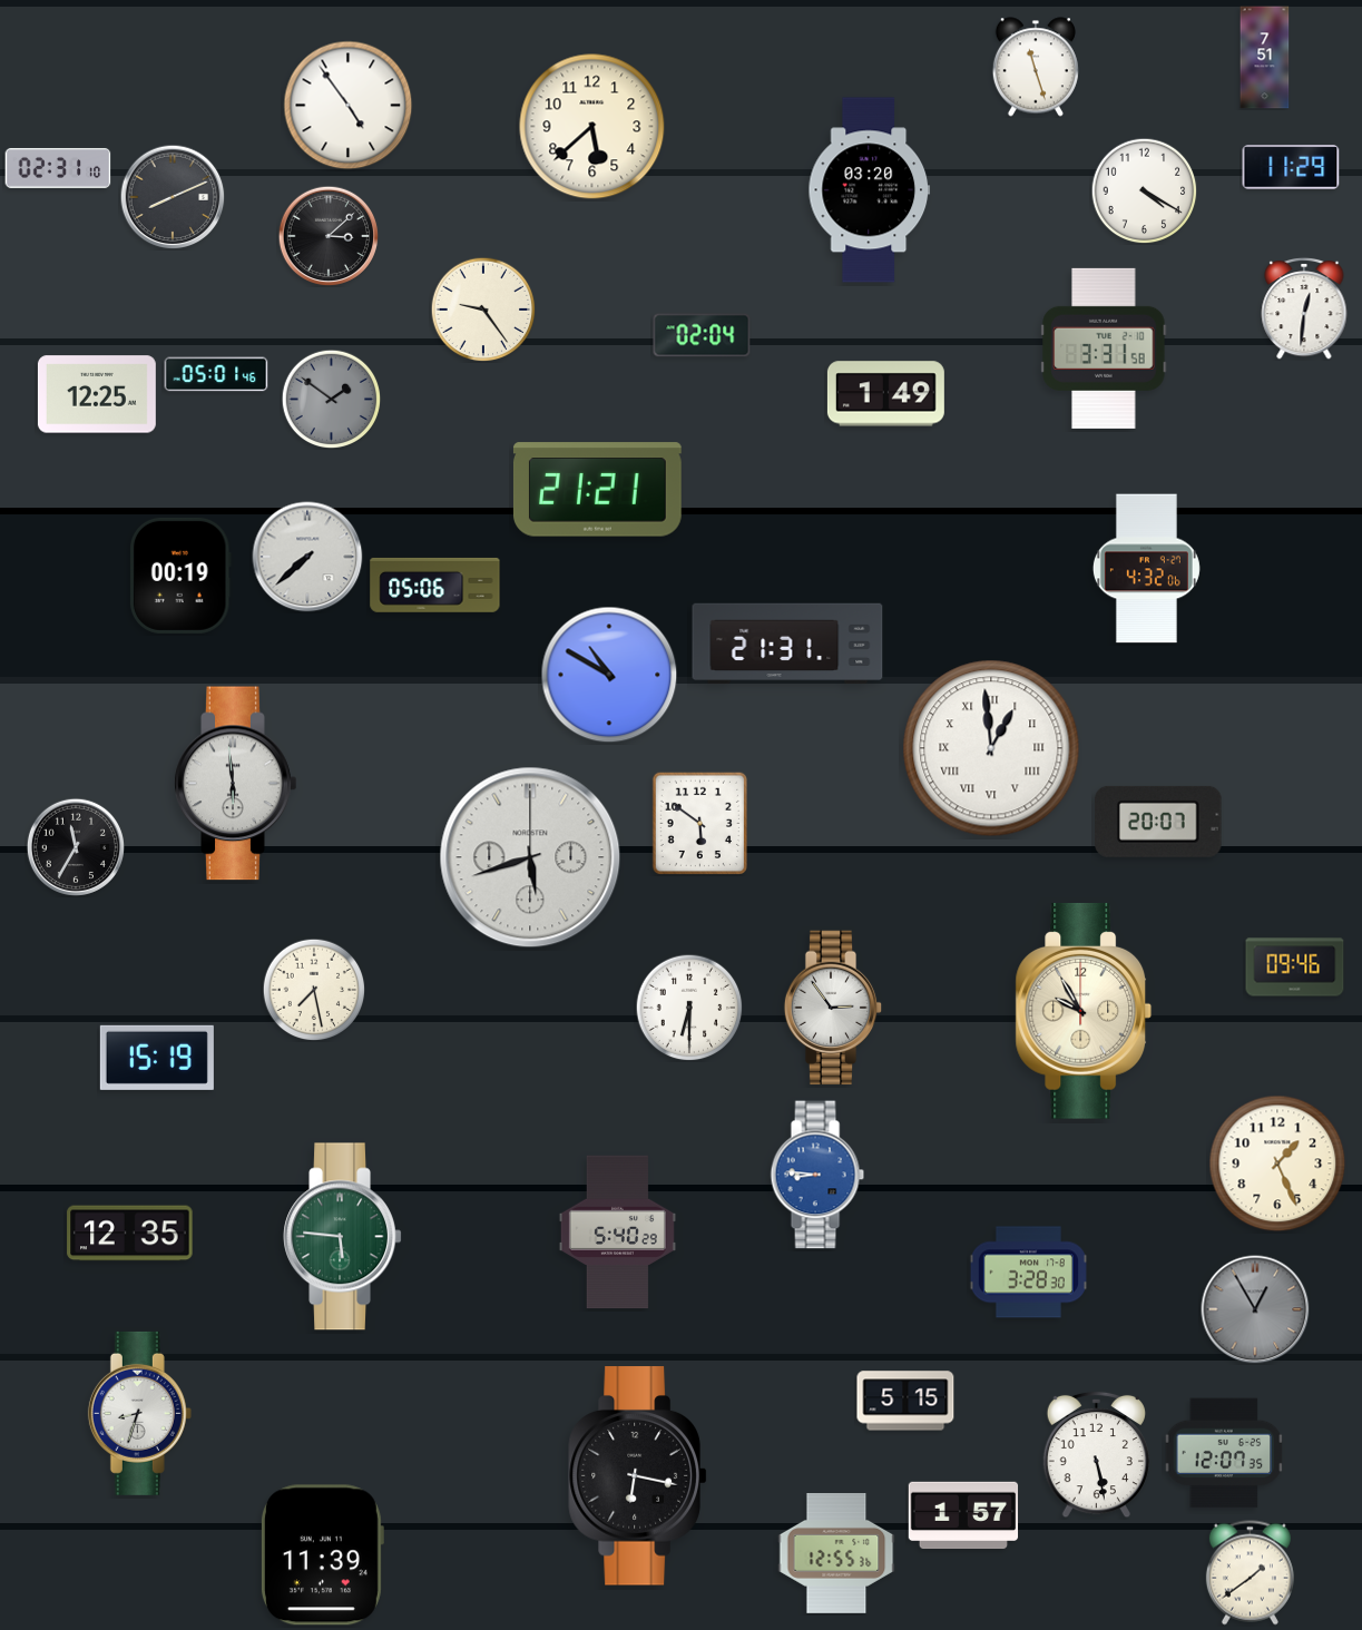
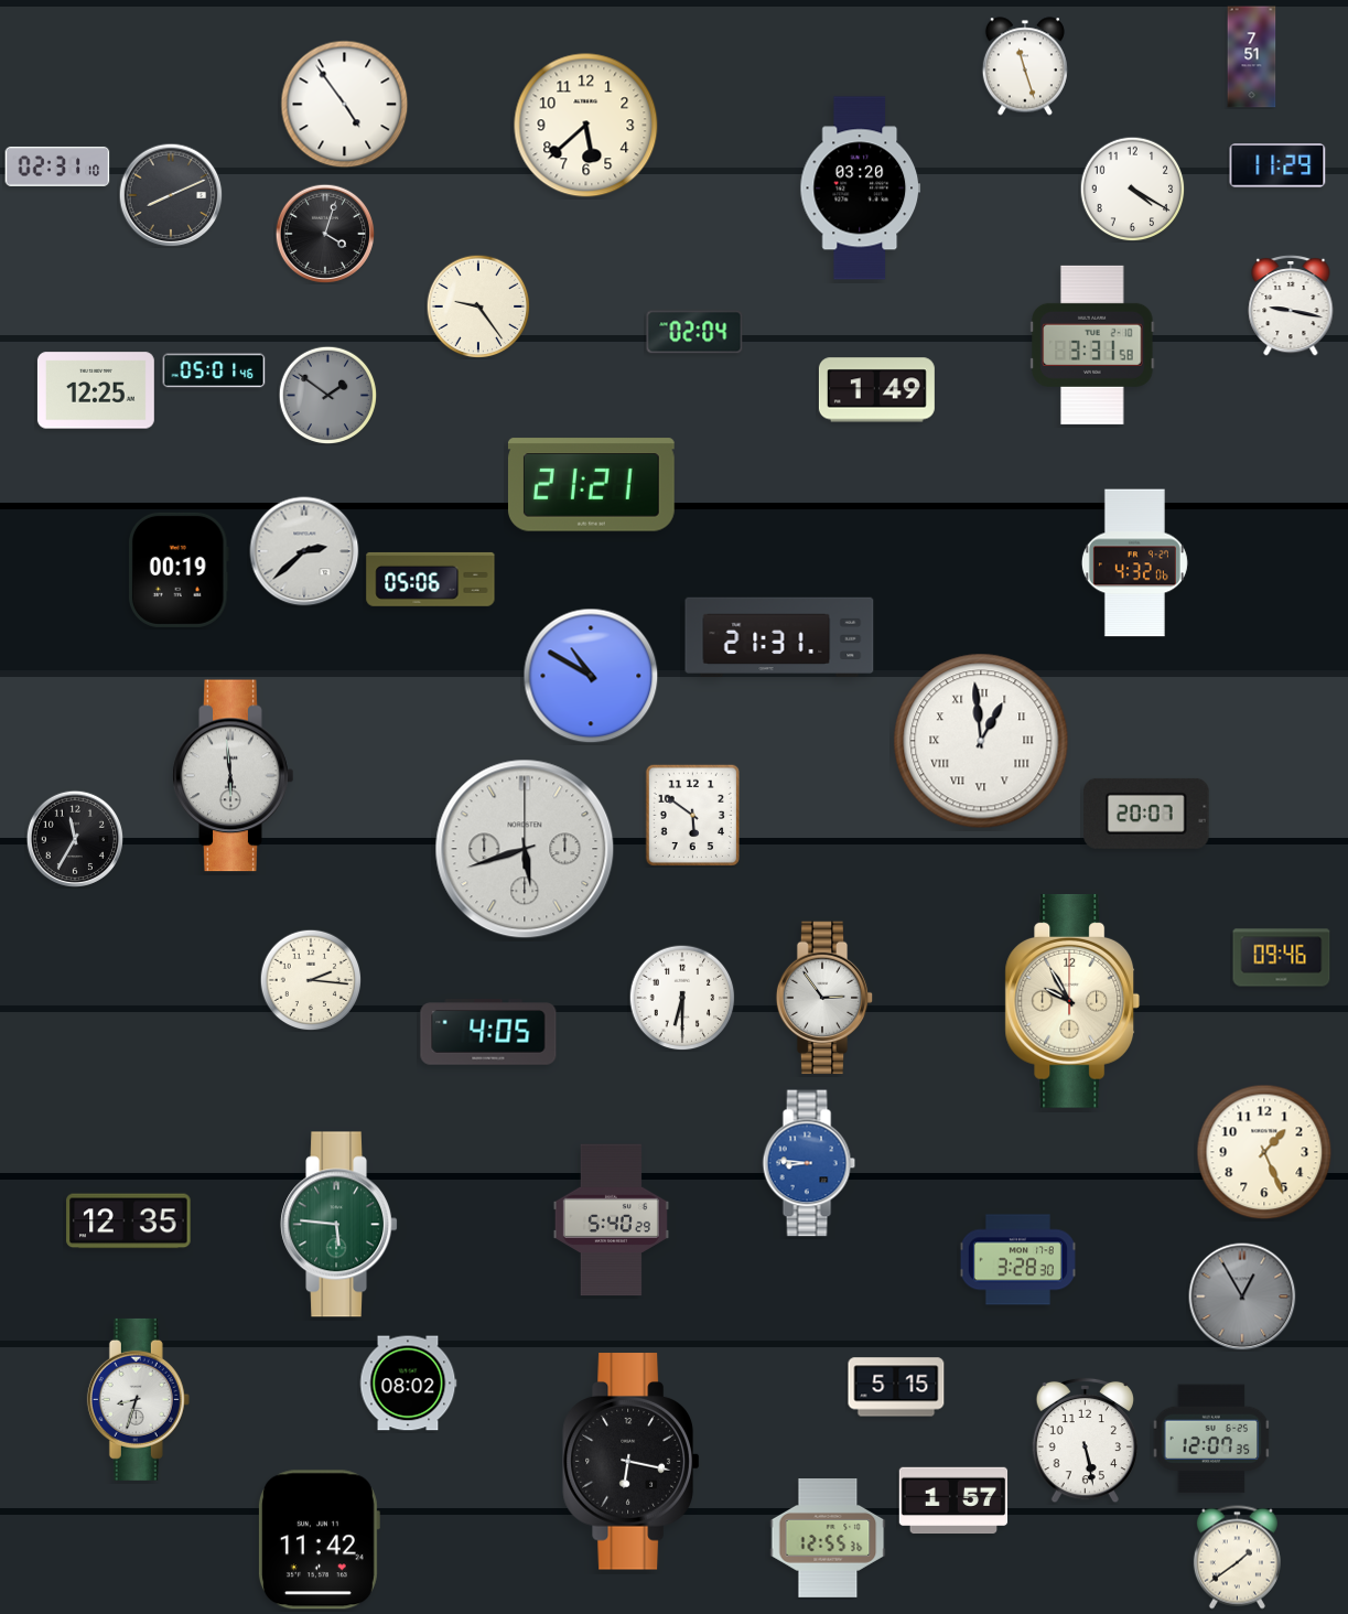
clock at (329, 236): 3:08 -> 4:03
clock at (1304, 308): 12:31 -> 9:17
clock at (307, 557): 7:38 -> 2:38
clock at (609, 675) position: (609, 675) -> (591, 676)
clock at (314, 990): 7:28 -> 2:16
clock at (488, 1032): none -> 4:05
clock at (157, 1058): 15:19 -> none
clock at (408, 1384): none -> 08:02
clock at (322, 1555): 11:39 -> 11:42
